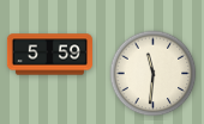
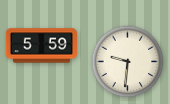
clock at (154, 74): 11:31 -> 9:31
